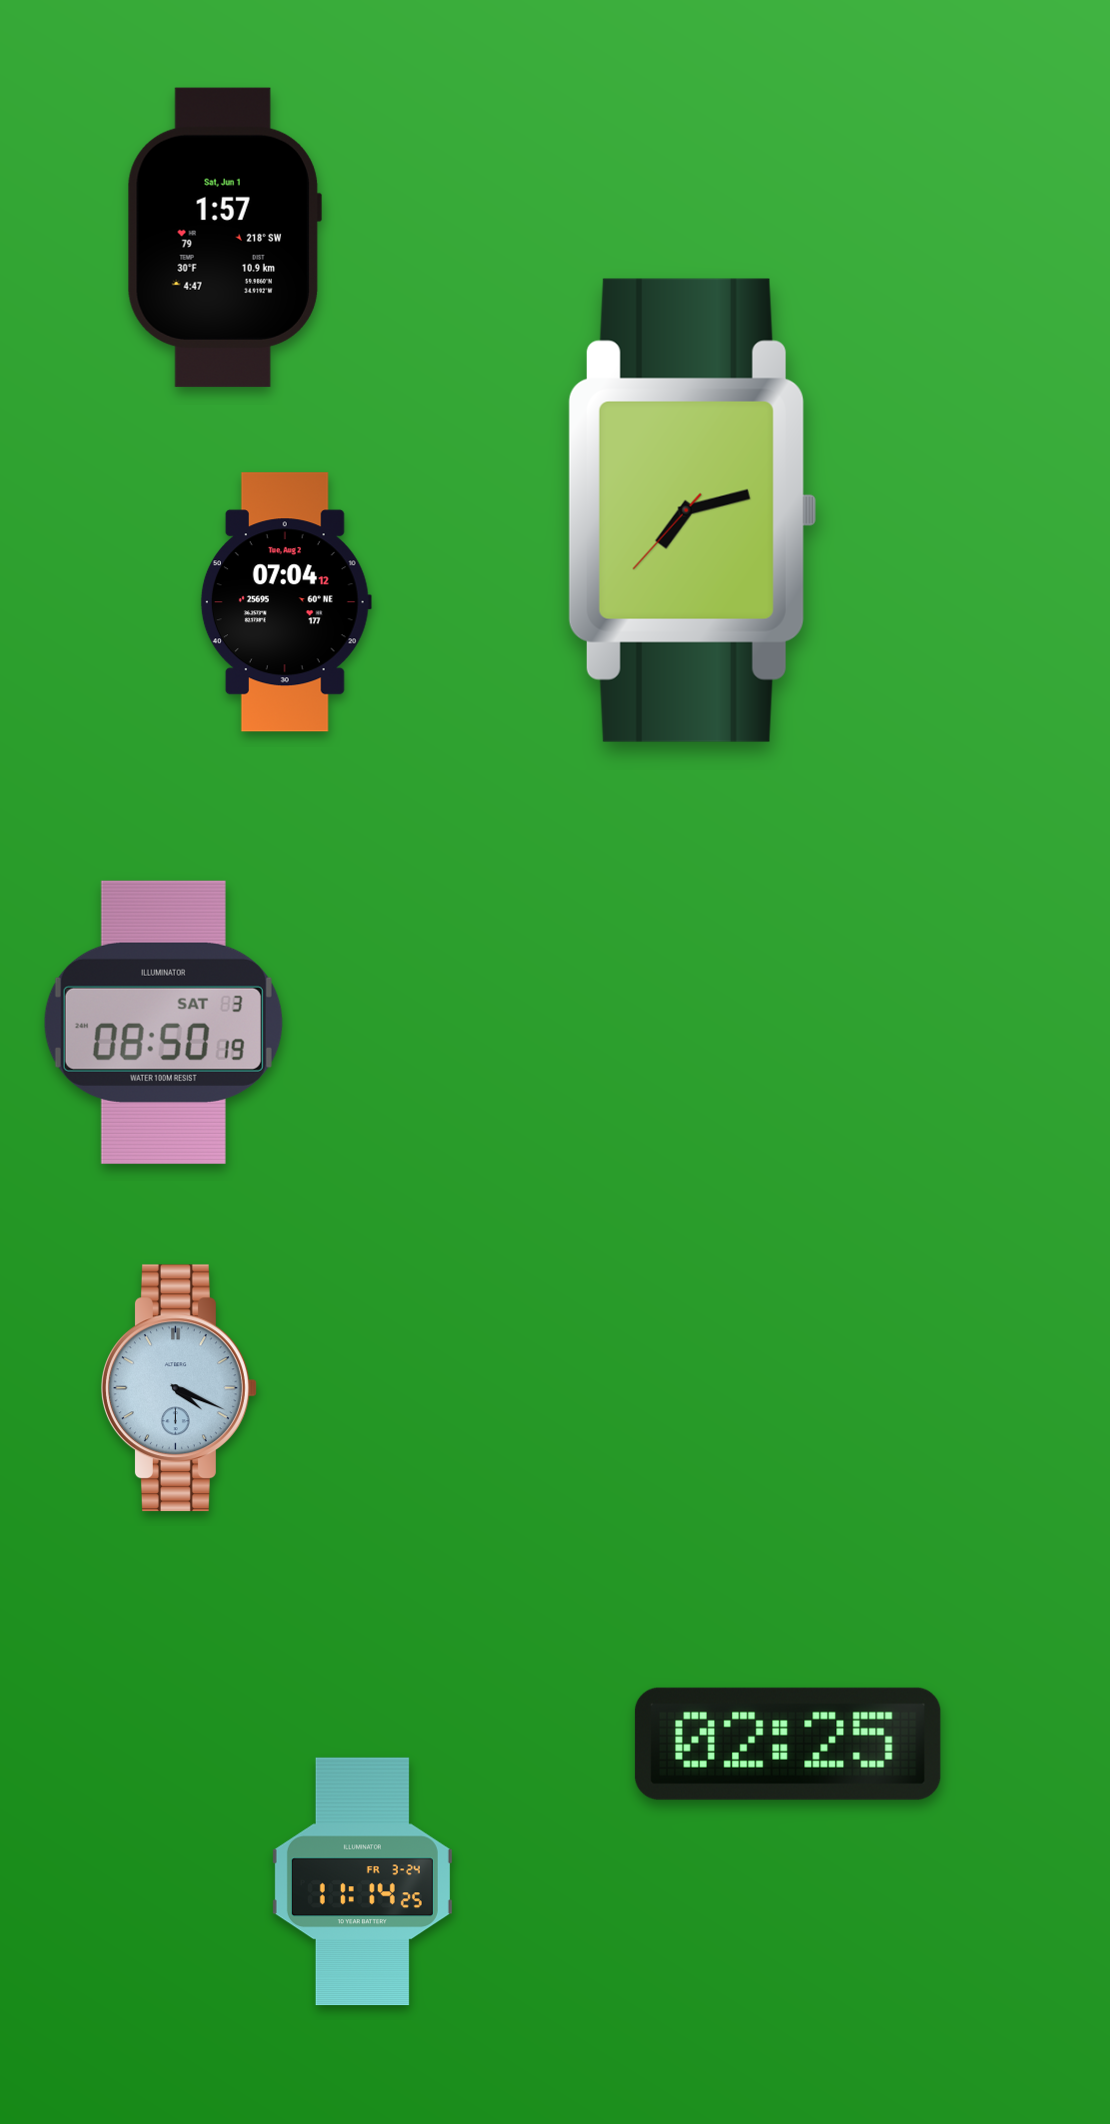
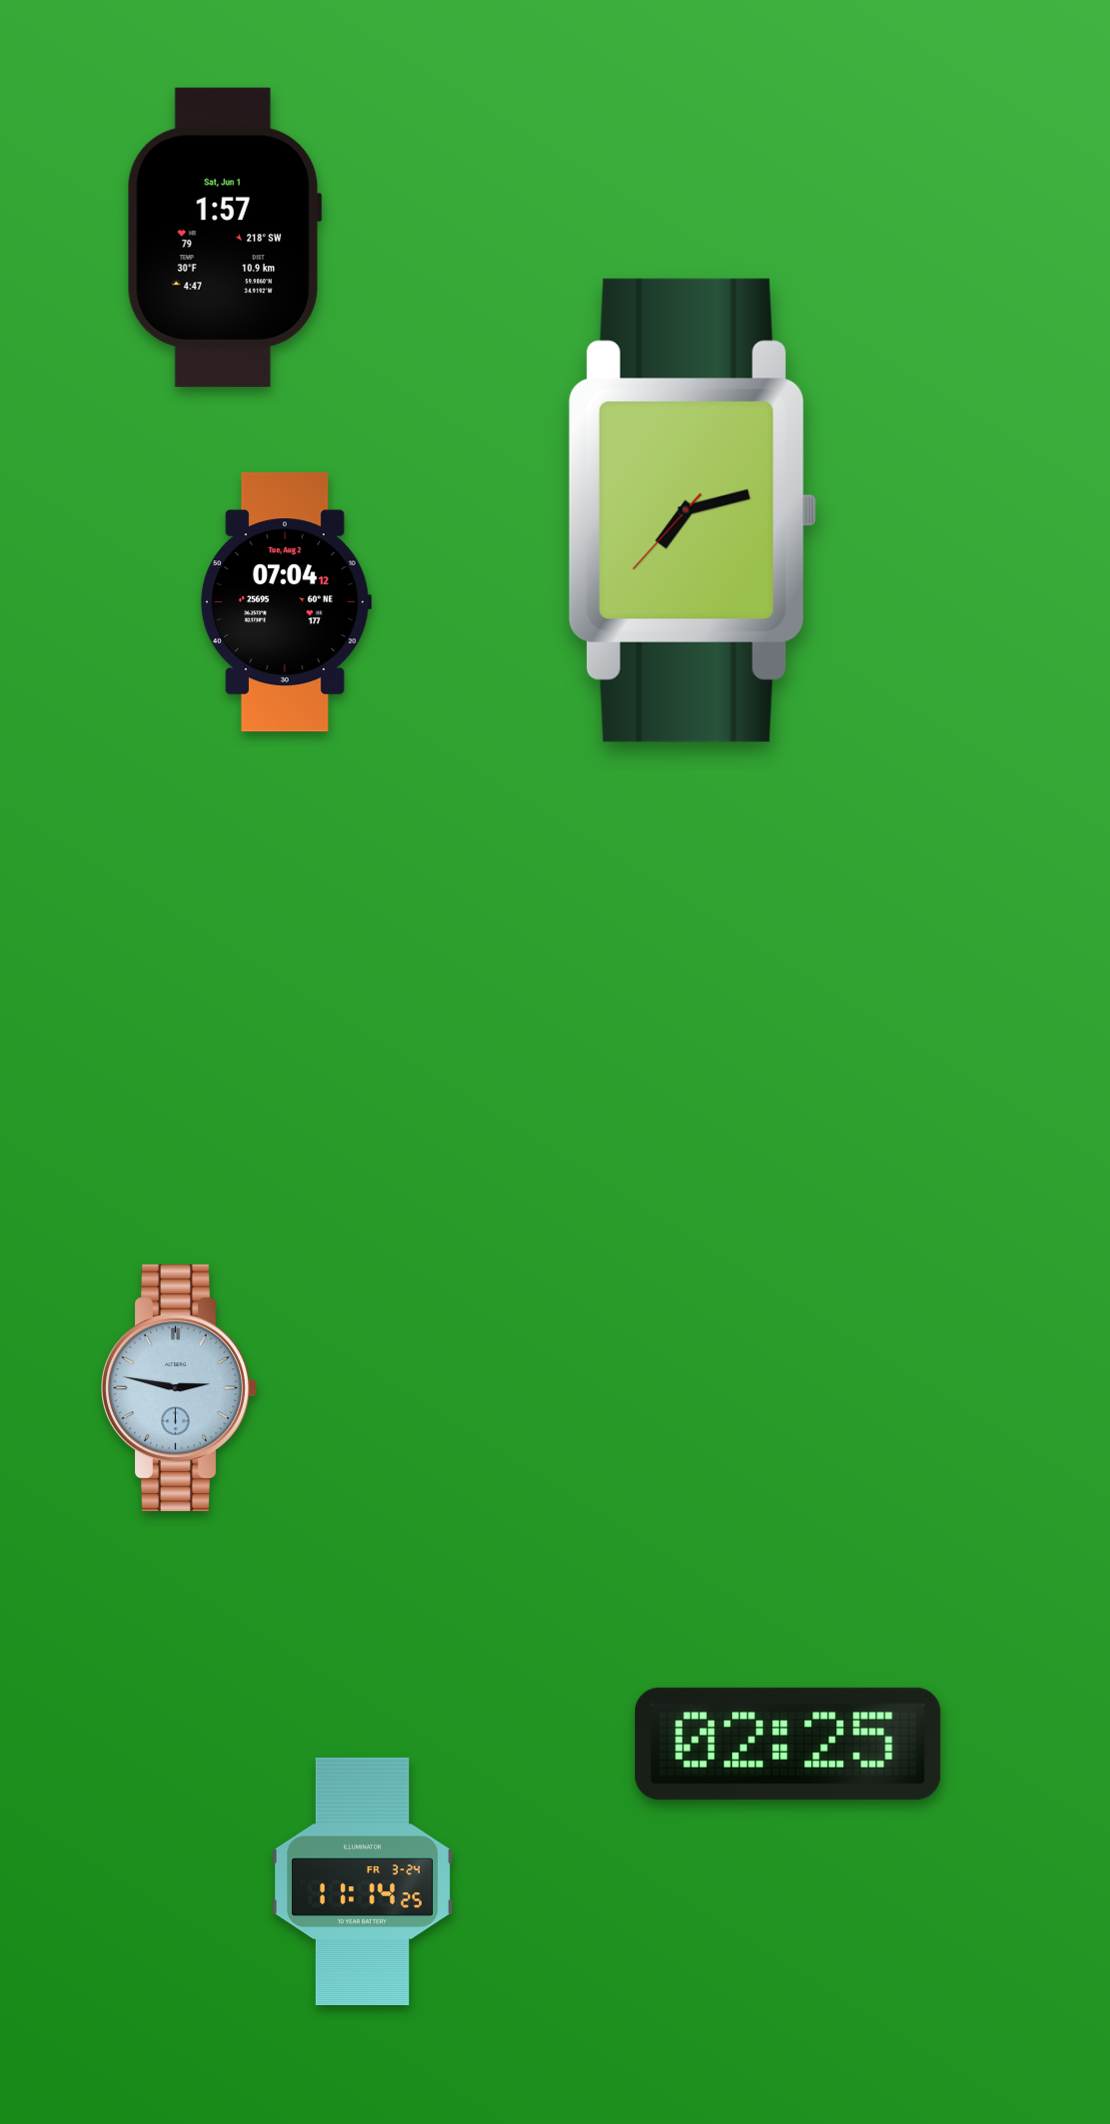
clock at (163, 1022): 08:50 -> none
clock at (179, 1388): 4:19 -> 2:47
